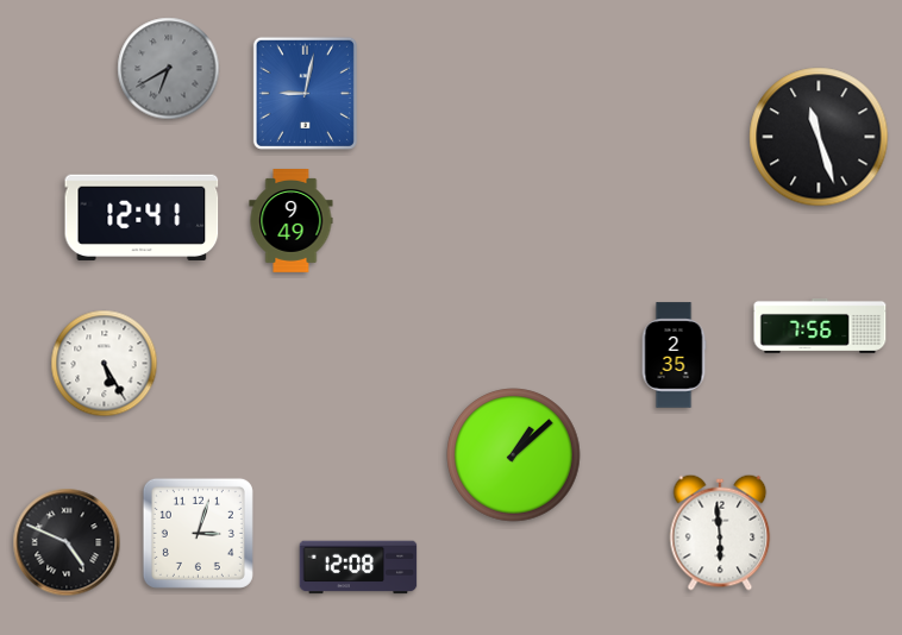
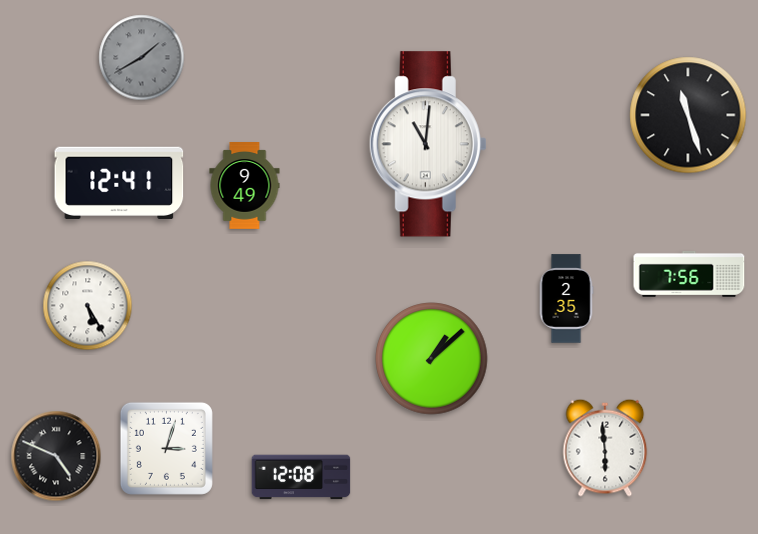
clock at (169, 69): 6:40 -> 1:40
clock at (305, 93): 9:02 -> none
clock at (428, 144): none -> 11:01
clock at (514, 455) position: (514, 455) -> (432, 359)
